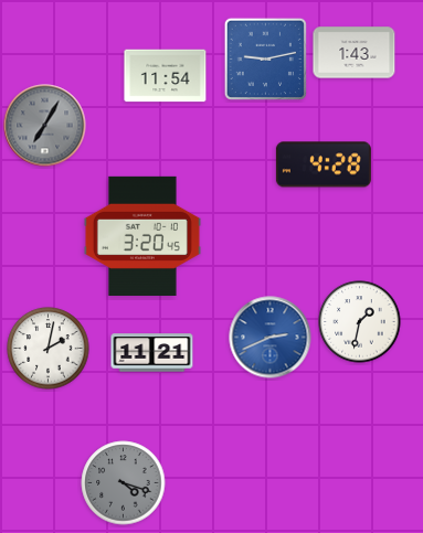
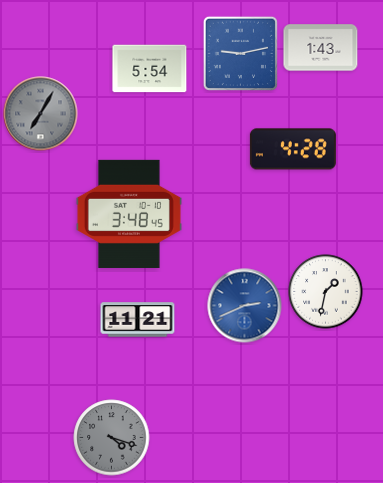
clock at (166, 76): 11:54 -> 5:54
clock at (142, 236): 3:20 -> 3:48
clock at (49, 349): 2:02 -> none
